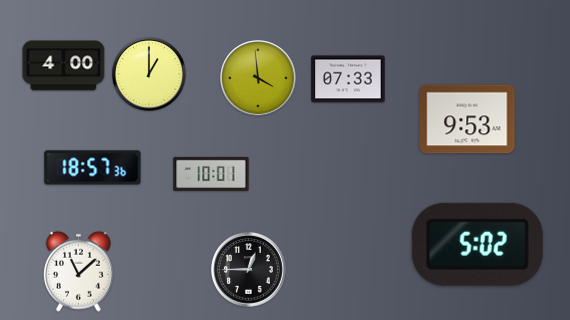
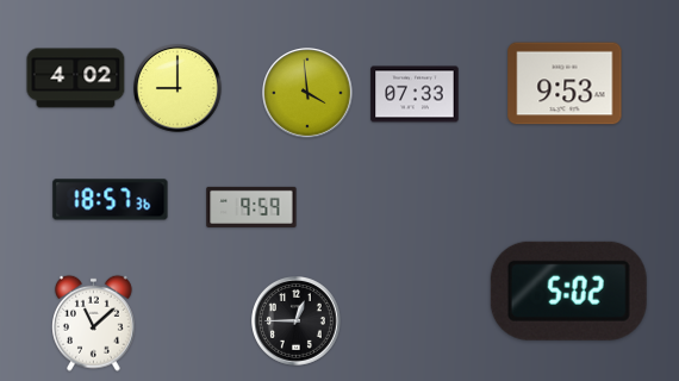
clock at (64, 66): 4:00 -> 4:02
clock at (150, 75): 1:00 -> 9:00
clock at (467, 119) position: (467, 119) -> (565, 83)
clock at (211, 174): 10:01 -> 9:59
